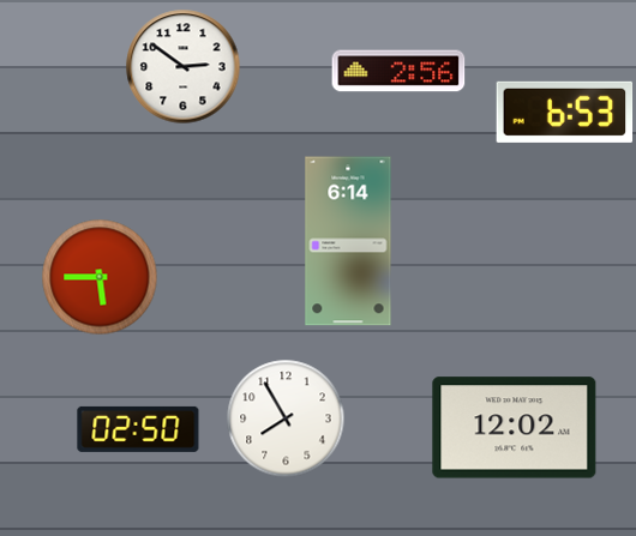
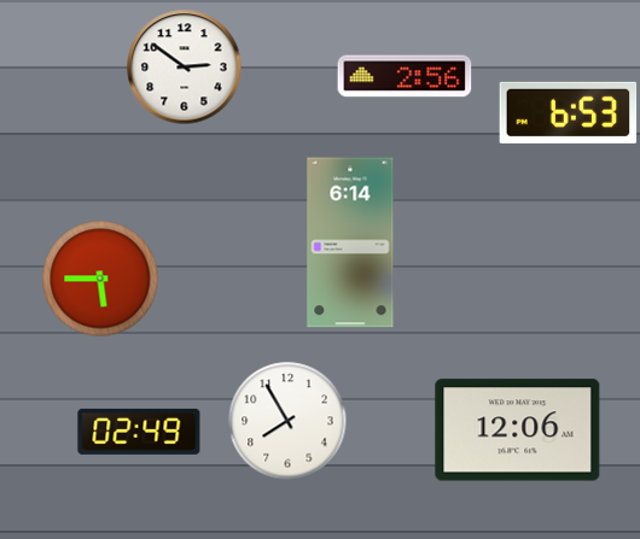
clock at (398, 71) position: (398, 71) -> (405, 76)
clock at (515, 428): 12:02 -> 12:06
clock at (138, 429): 02:50 -> 02:49
